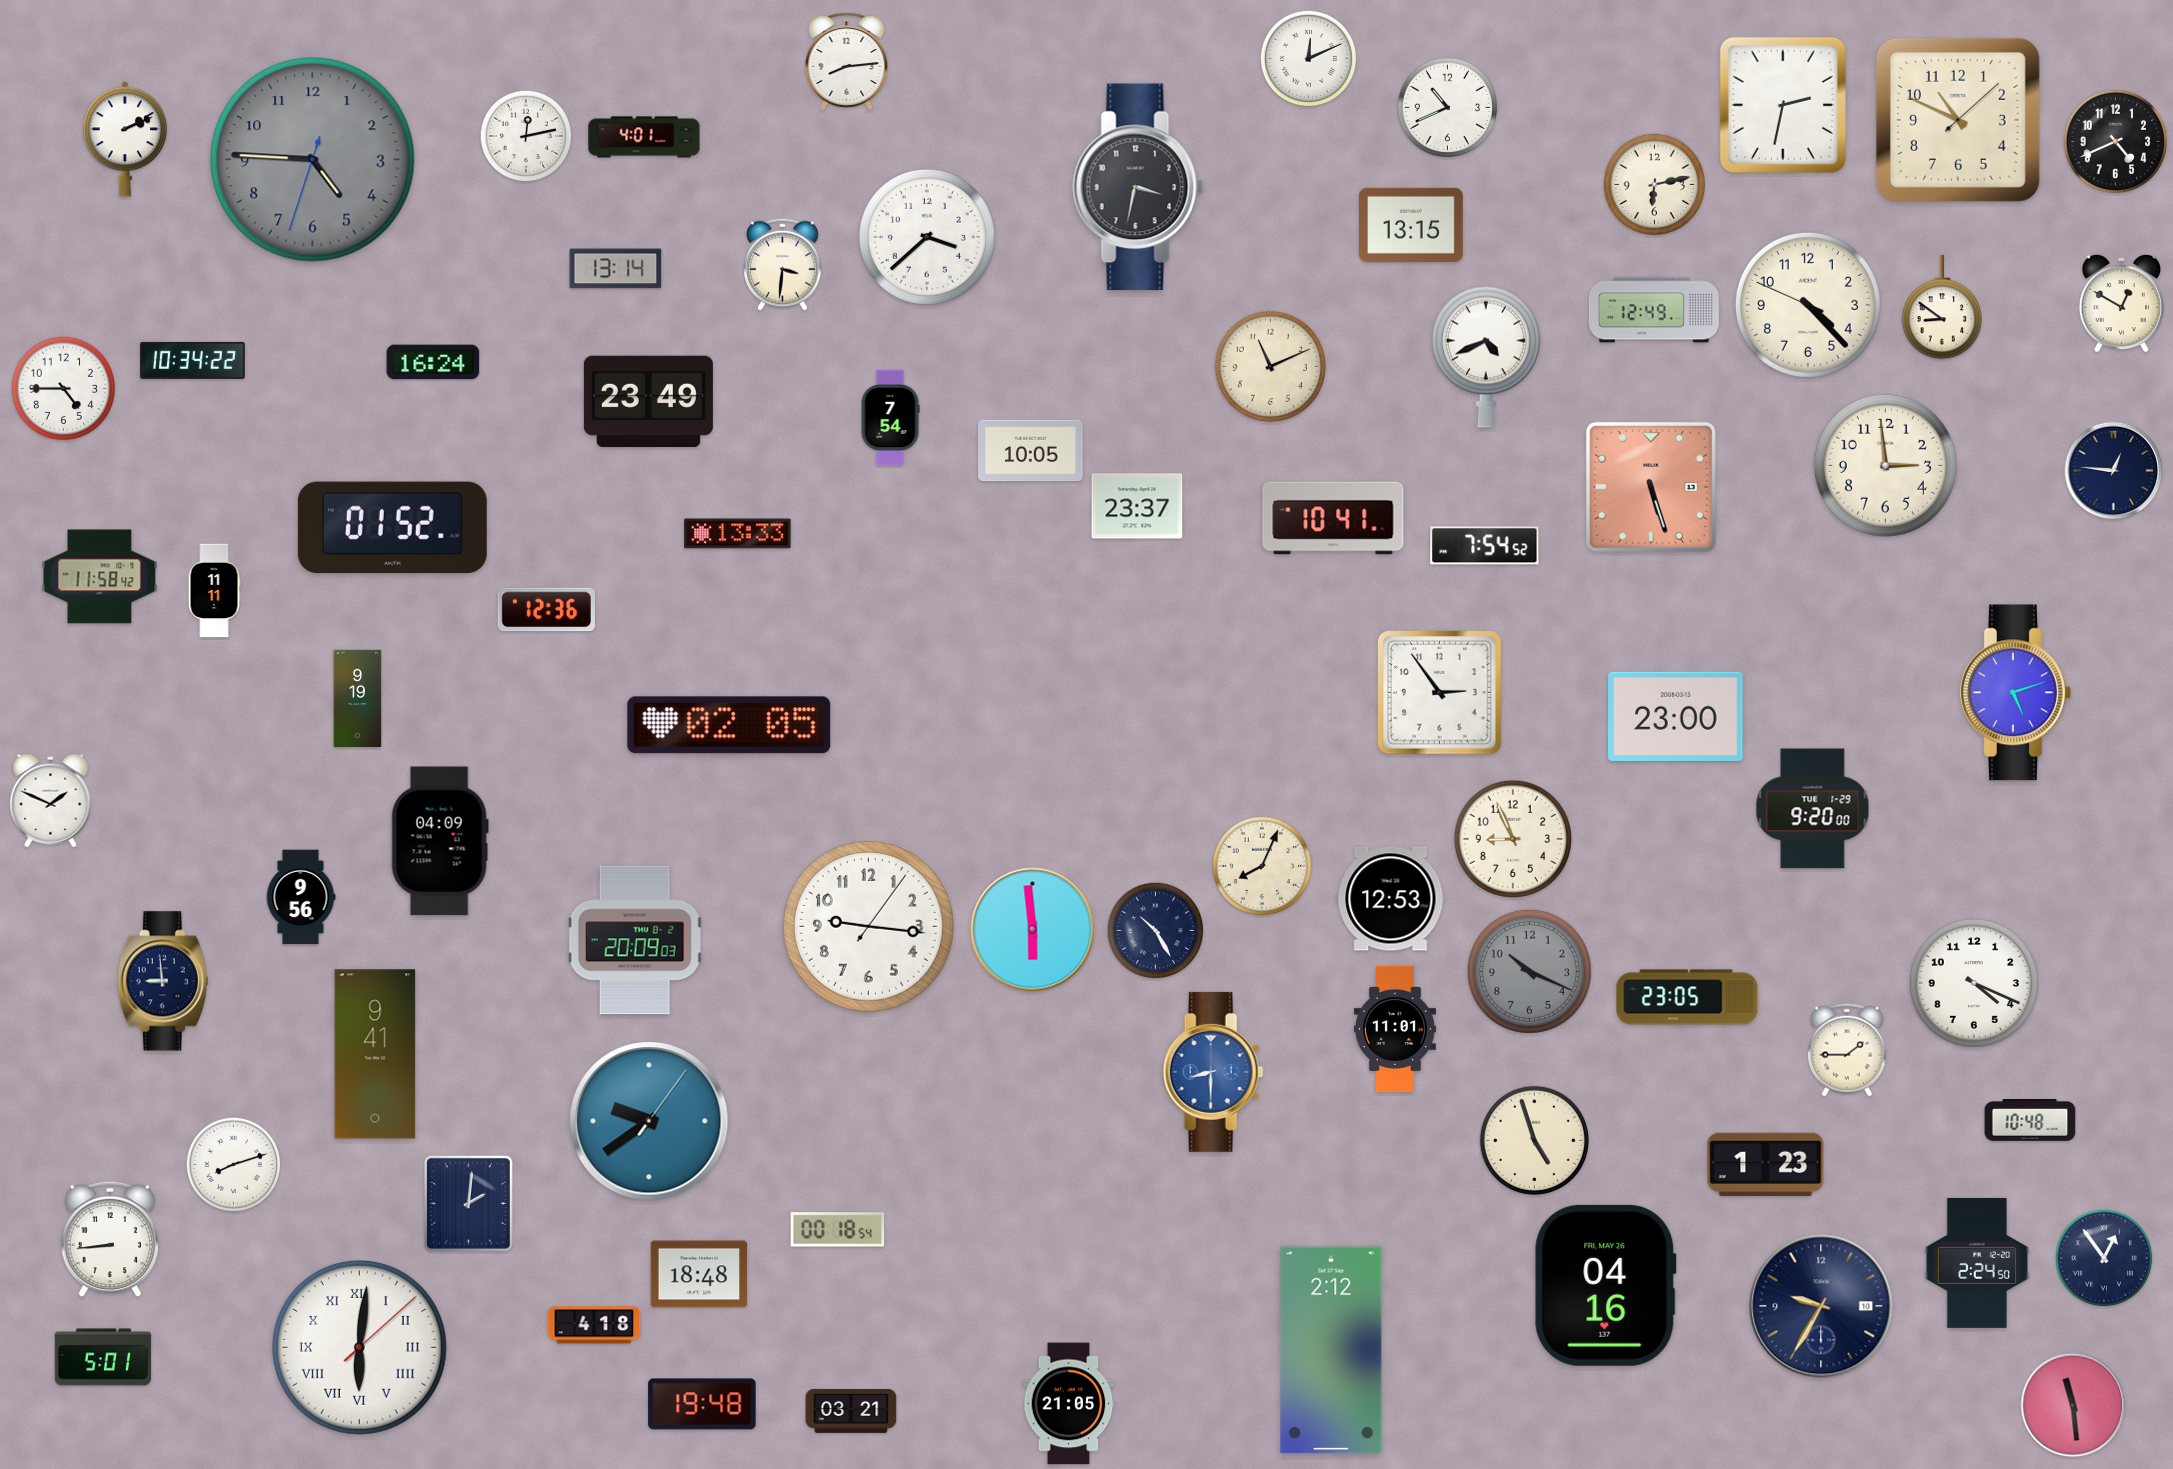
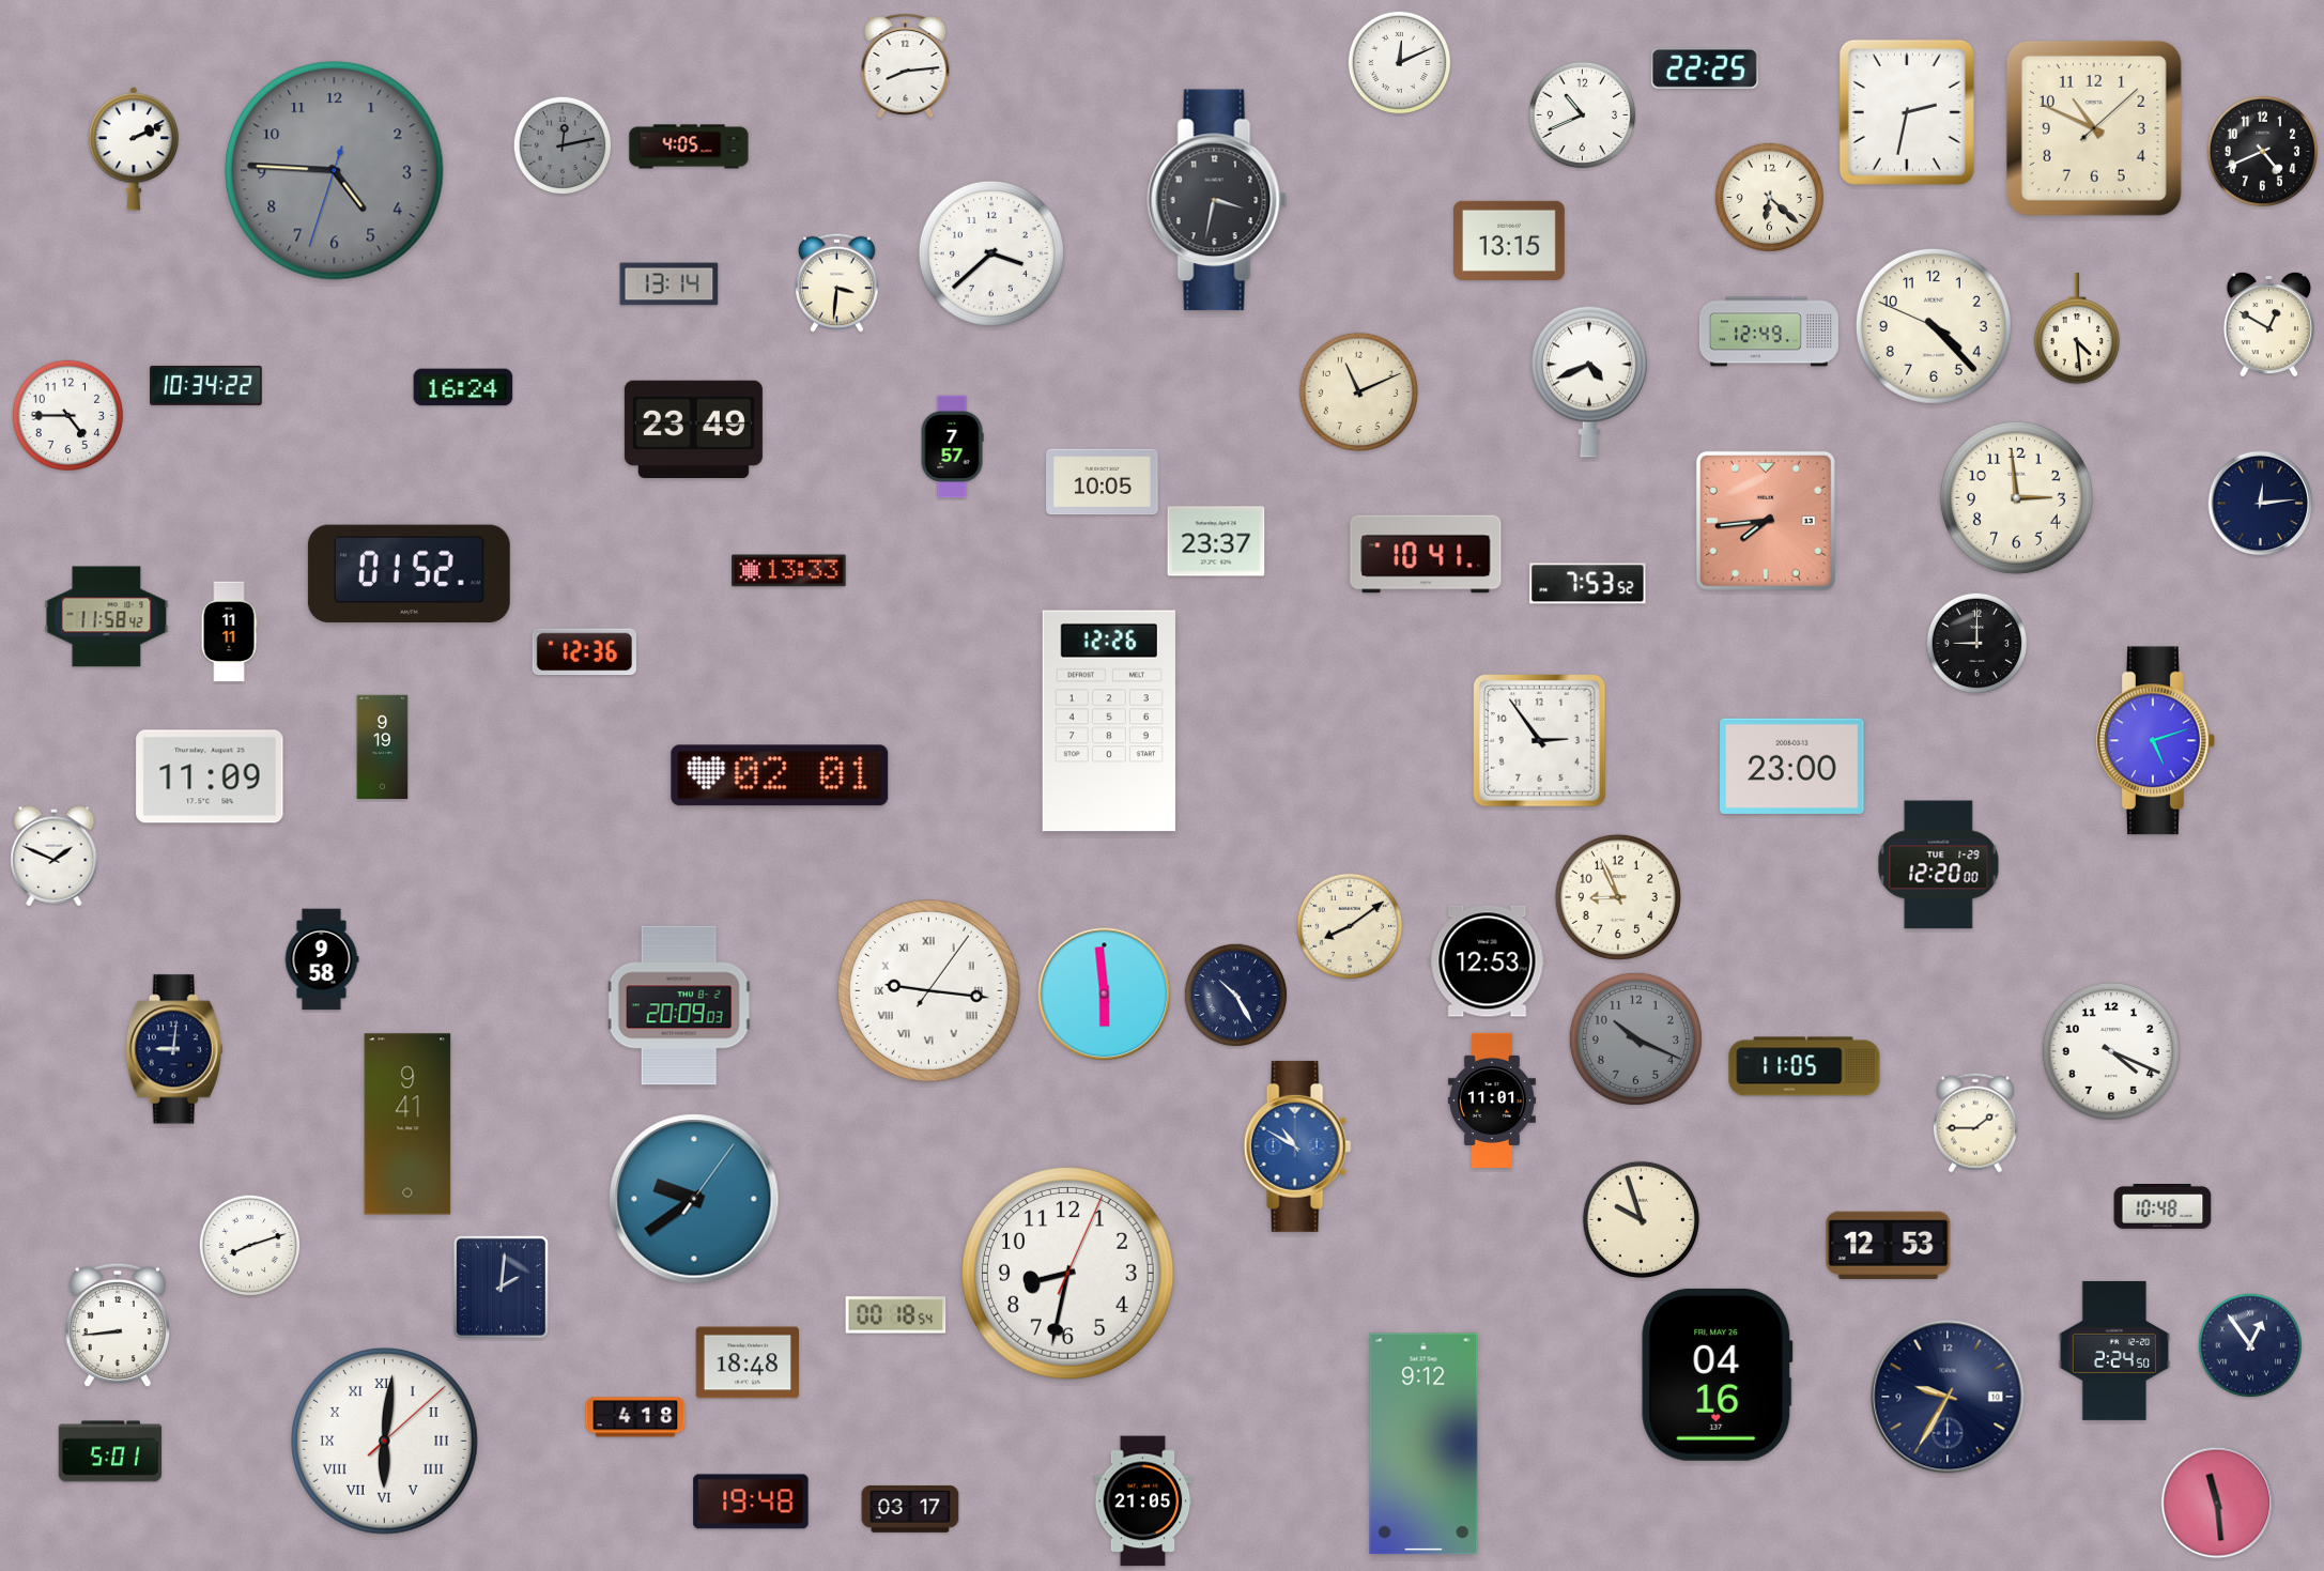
clock at (1705, 68): none -> 22:25
clock at (1448, 108) position: (1448, 108) -> (1583, 115)
clock at (526, 136) dial: white -> grey
clock at (644, 137): 4:01 -> 4:05
clock at (1654, 184): 6:13 -> 6:22
clock at (616, 269) position: (616, 269) -> (670, 284)
clock at (1942, 308): 8:51 -> 4:29
clock at (890, 418): 7:54 -> 7:57
clock at (2114, 471): 12:46 -> 12:14
clock at (1651, 487): 5:27 -> 7:44
clock at (392, 528) position: (392, 528) -> (409, 574)
clock at (1485, 546): 7:54 -> 7:53
clock at (1977, 644): none -> 9:00
clock at (1109, 721): none -> 12:26
clock at (729, 725): 02:05 -> 02:01
clock at (210, 776): none -> 11:09
clock at (1813, 809): 9:20 -> 12:20
clock at (440, 841): 04:09 -> none
clock at (1262, 866): 8:04 -> 8:09
clock at (301, 897): 9:56 -> 9:58
clock at (868, 926) numerals: Arabic -> Roman
clock at (163, 981): 8:59 -> 9:01
clock at (1687, 997): 23:05 -> 11:05
clock at (375, 1054) position: (375, 1054) -> (407, 1124)
clock at (1213, 1072): 8:30 -> 10:50
clock at (2030, 1121) position: (2030, 1121) -> (2163, 1207)
clock at (1534, 1140): 4:57 -> 9:57
clock at (1766, 1164): 1:23 -> 12:53
clock at (1068, 1274): none -> 8:32
clock at (1331, 1350): 2:12 -> 9:12
clock at (851, 1411): 03:21 -> 03:17
